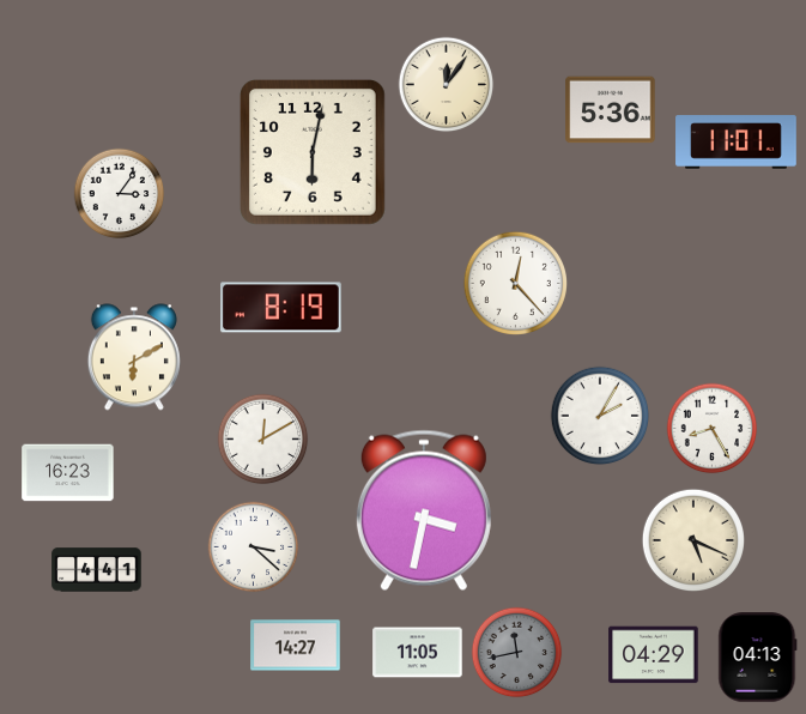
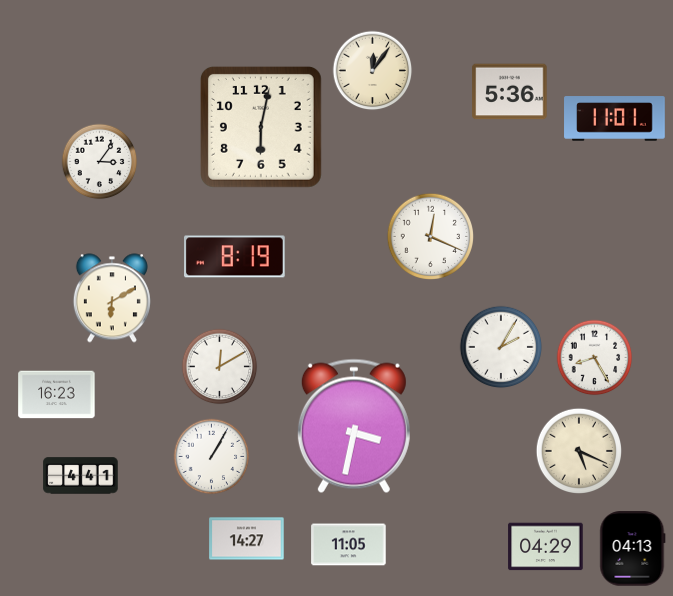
clock at (515, 283): 12:23 -> 12:19
clock at (254, 547): 3:22 -> 1:05
clock at (517, 653): 11:43 -> none
